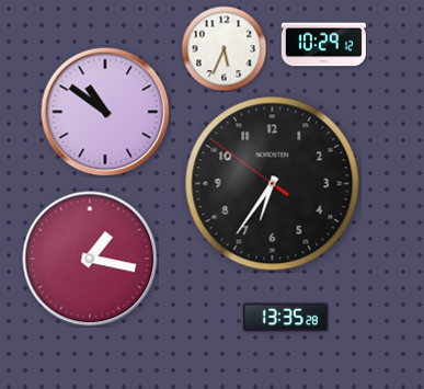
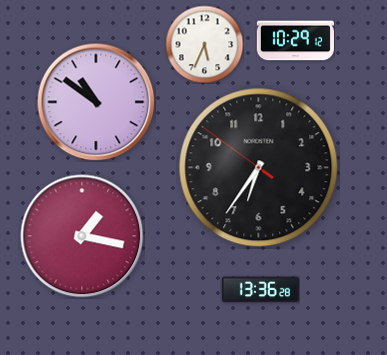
clock at (273, 184) position: (273, 184) -> (259, 168)
clock at (285, 318): 13:35 -> 13:36
